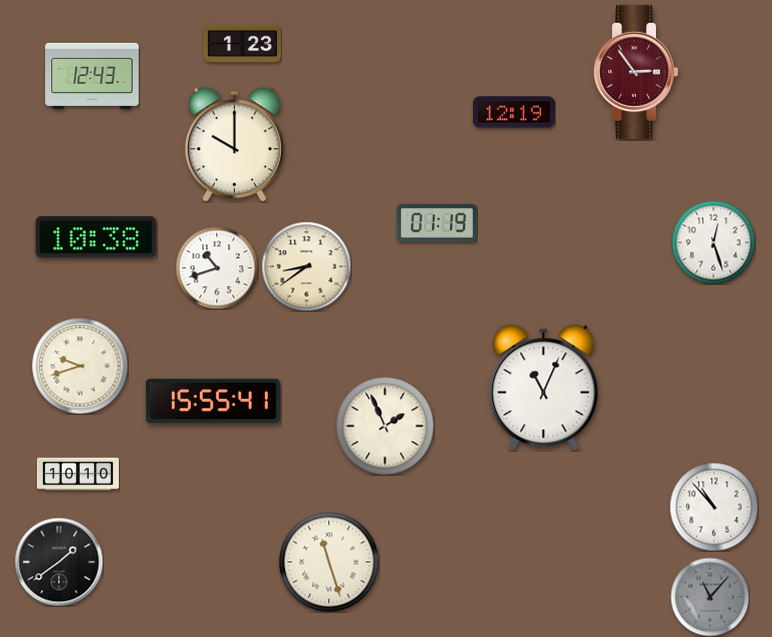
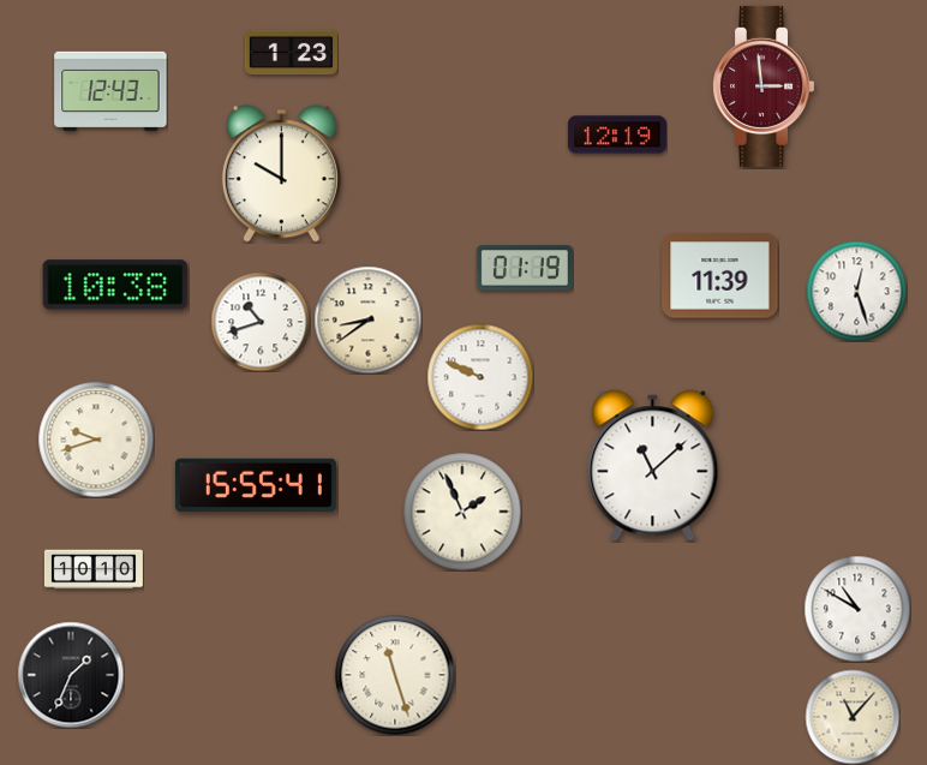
clock at (636, 72): 2:54 -> 2:59
clock at (720, 276): none -> 11:39
clock at (480, 377): none -> 9:49
clock at (544, 388): 11:04 -> 11:08
clock at (213, 400) position: (213, 400) -> (256, 484)
clock at (714, 507): 10:53 -> 10:50
clock at (59, 562): 1:39 -> 1:34
clock at (710, 597) dial: grey -> cream
